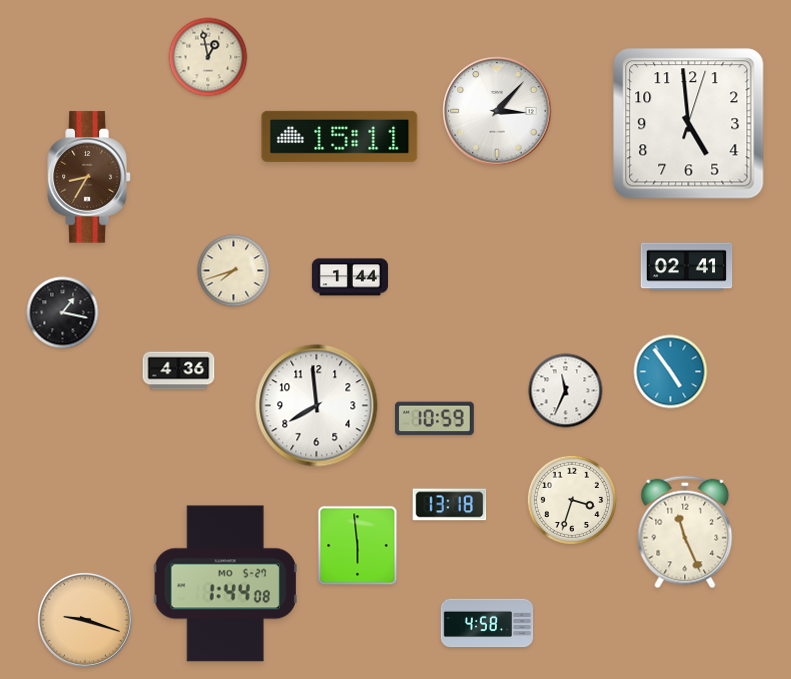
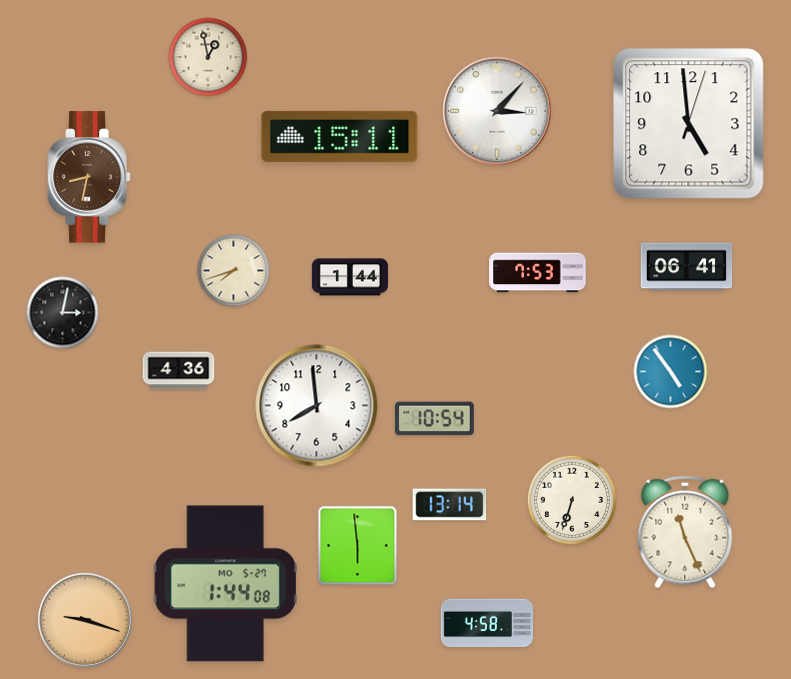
clock at (89, 177): 8:35 -> 8:32
clock at (687, 267): 02:41 -> 06:41
clock at (538, 273): none -> 7:53
clock at (63, 313): 1:17 -> 3:02
clock at (566, 391): 11:34 -> none
clock at (435, 419): 10:59 -> 10:54
clock at (572, 500): 3:33 -> 6:33
clock at (450, 505): 13:18 -> 13:14
